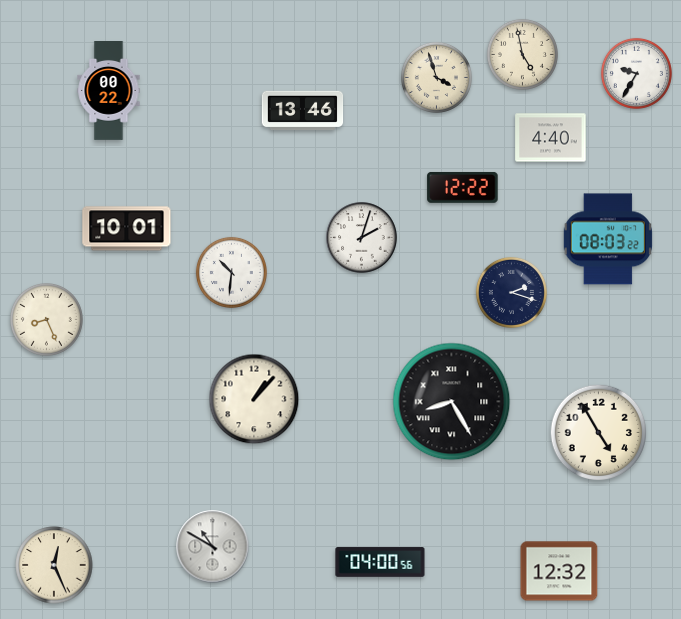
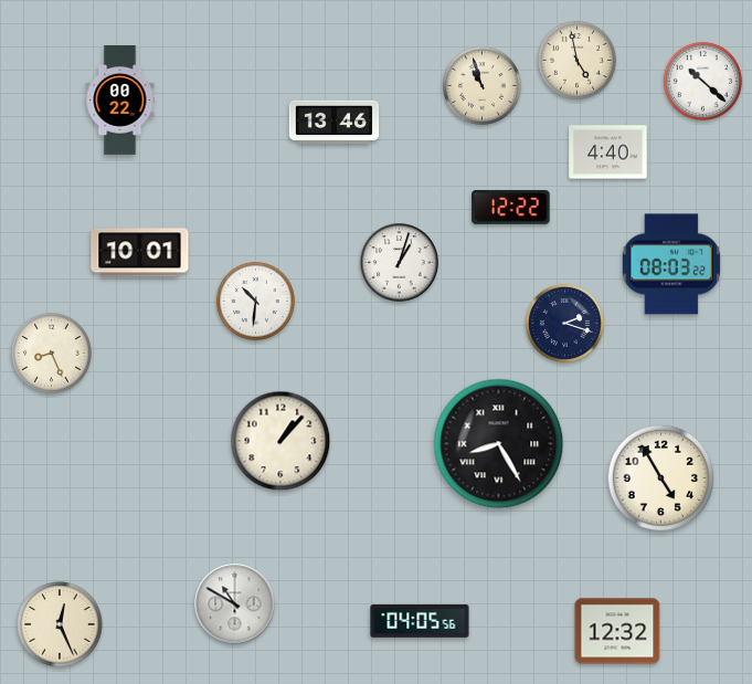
clock at (636, 73): 9:35 -> 10:22
clock at (436, 77): 3:57 -> 10:57
clock at (362, 238): 2:03 -> 1:03
clock at (380, 562): 04:00 -> 04:05
